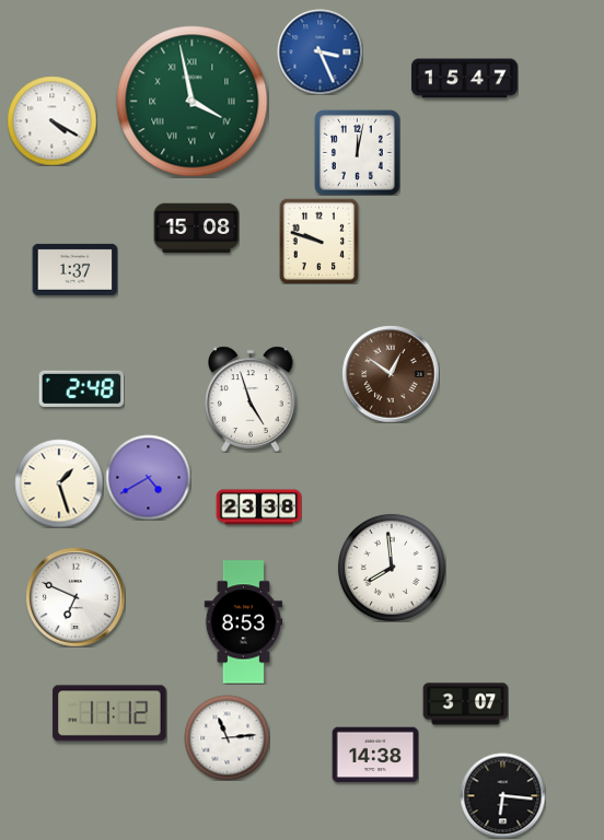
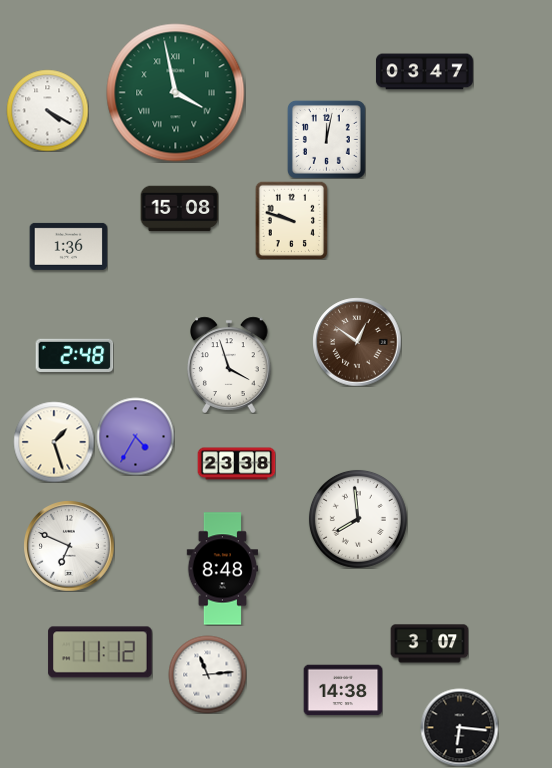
clock at (320, 51): 3:26 -> none
clock at (464, 79): 15:47 -> 03:47
clock at (74, 269): 1:37 -> 1:36
clock at (251, 399): 4:57 -> 3:57
clock at (148, 477): 4:40 -> 4:35
clock at (244, 622): 8:53 -> 8:48
clock at (465, 704) position: (465, 704) -> (429, 644)
